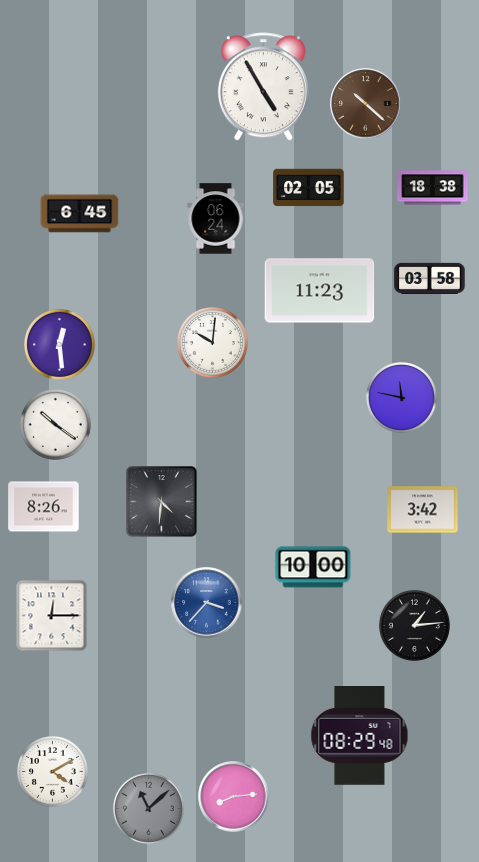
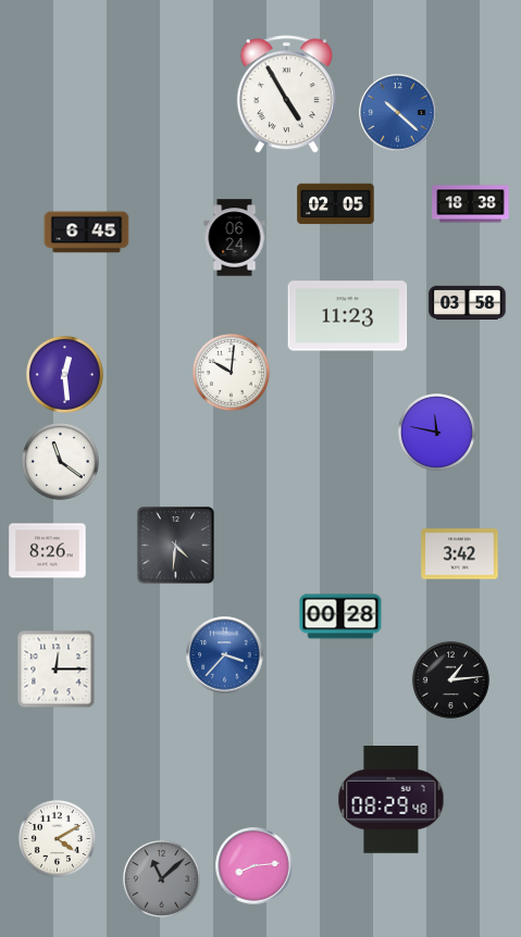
clock at (366, 104) dial: brown -> blue
clock at (55, 424): 10:21 -> 11:21
clock at (313, 567): 10:00 -> 00:28
